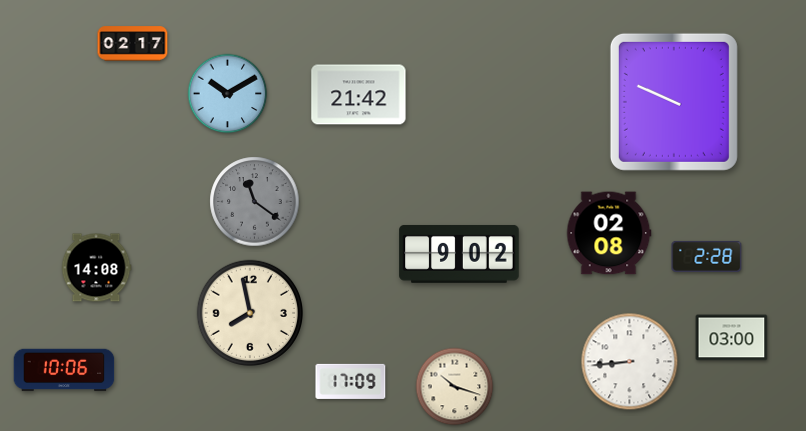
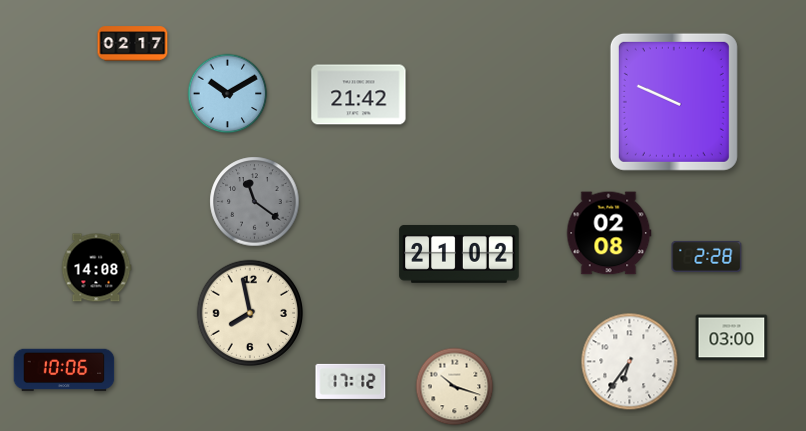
clock at (459, 254): 9:02 -> 21:02
clock at (630, 362): 8:44 -> 6:36
clock at (351, 381): 17:09 -> 17:12
